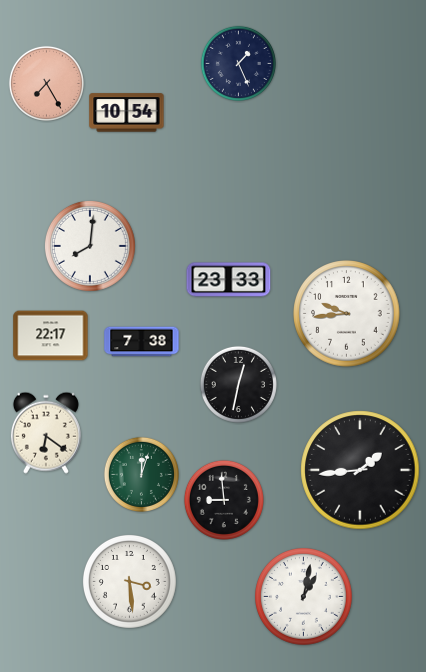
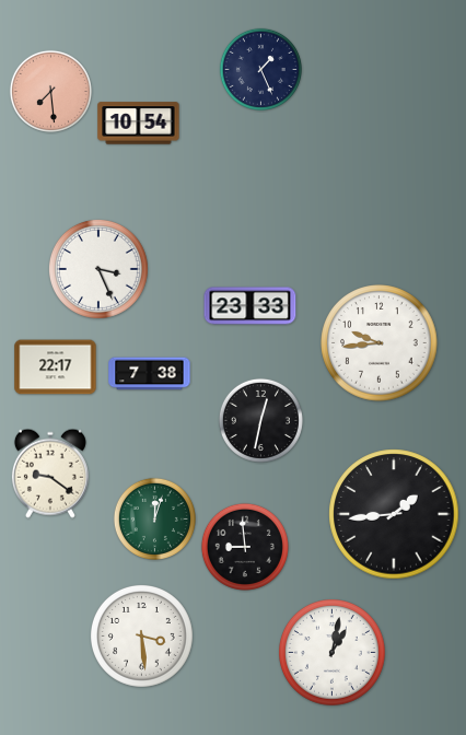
clock at (46, 83): 7:25 -> 7:29
clock at (90, 246): 8:01 -> 3:26
clock at (142, 342) position: (142, 342) -> (150, 374)
clock at (46, 433): 6:21 -> 9:21
